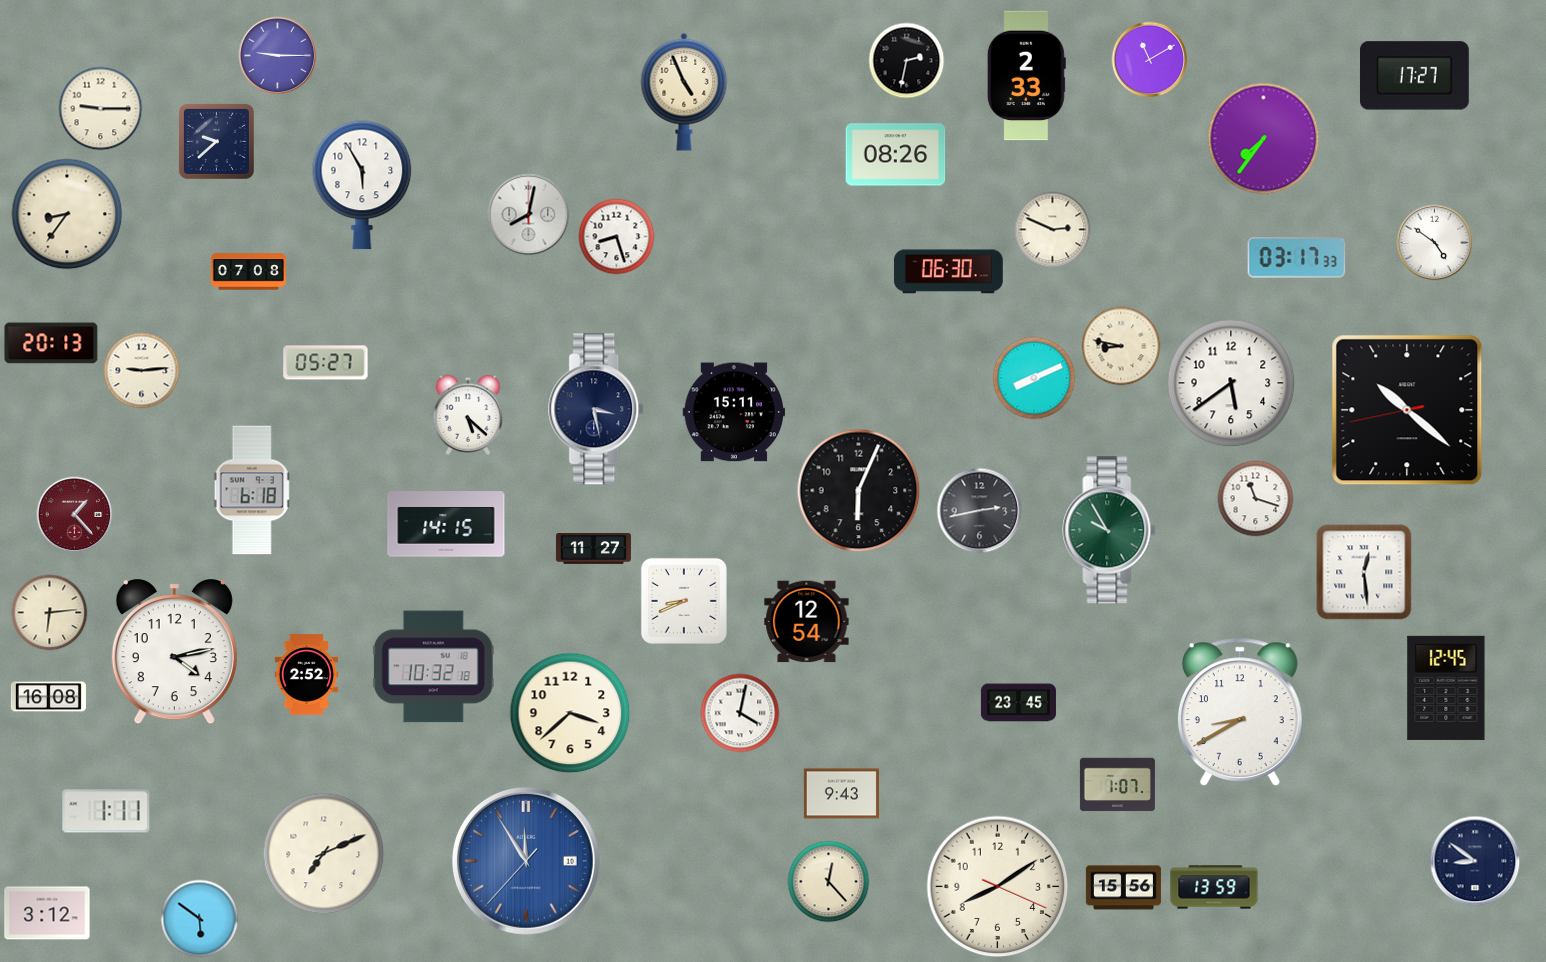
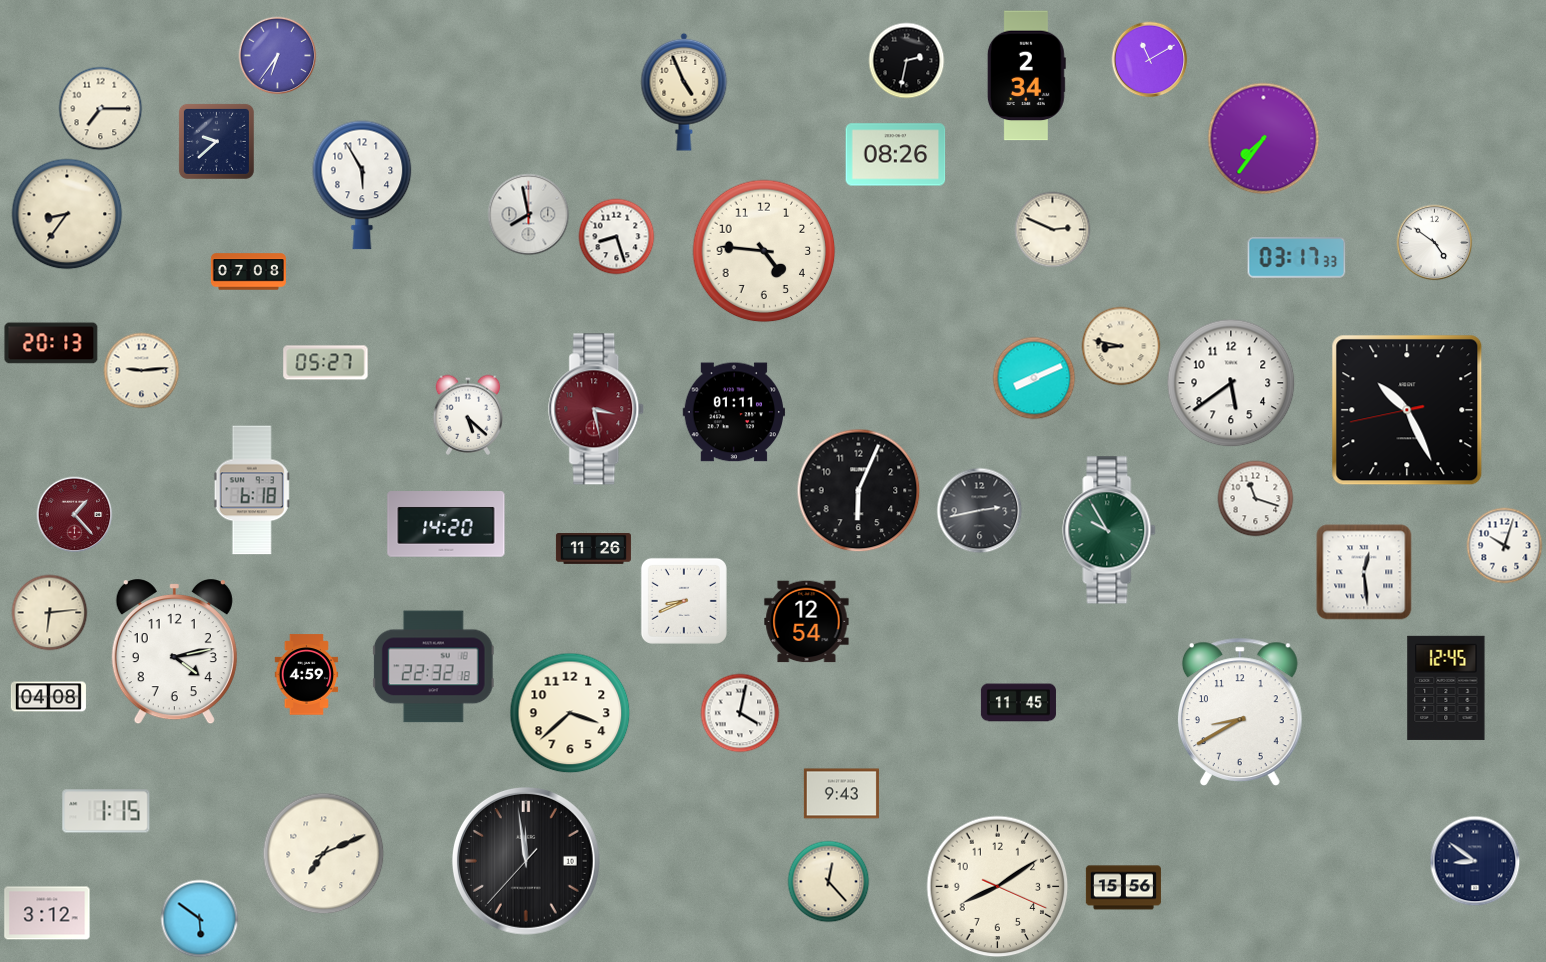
clock at (278, 56): 9:15 -> 6:36
clock at (1026, 76): 2:33 -> 2:34
clock at (1414, 76): 17:27 -> none
clock at (101, 109): 9:15 -> 7:15
clock at (529, 215): 8:02 -> 7:58
clock at (764, 251): none -> 4:46
clock at (948, 272): 06:30 -> none
clock at (597, 409) dial: navy -> burgundy
clock at (1407, 410): 10:21 -> 10:25
clock at (733, 412): 15:11 -> 01:11
clock at (446, 524): 14:15 -> 14:20
clock at (1505, 546): none -> 10:03
clock at (593, 549): 11:27 -> 11:26
clock at (433, 667): 10:32 -> 22:32
clock at (307, 675): 2:52 -> 4:59
clock at (48, 697): 16:08 -> 04:08
clock at (1018, 703): 23:45 -> 11:45
clock at (1117, 785): 1:07 -> none
clock at (106, 811): 1:11 -> 1:15
clock at (526, 861): 11:54 -> 11:58
clock at (526, 861) dial: blue -> black
clock at (1214, 887): 13:59 -> none
